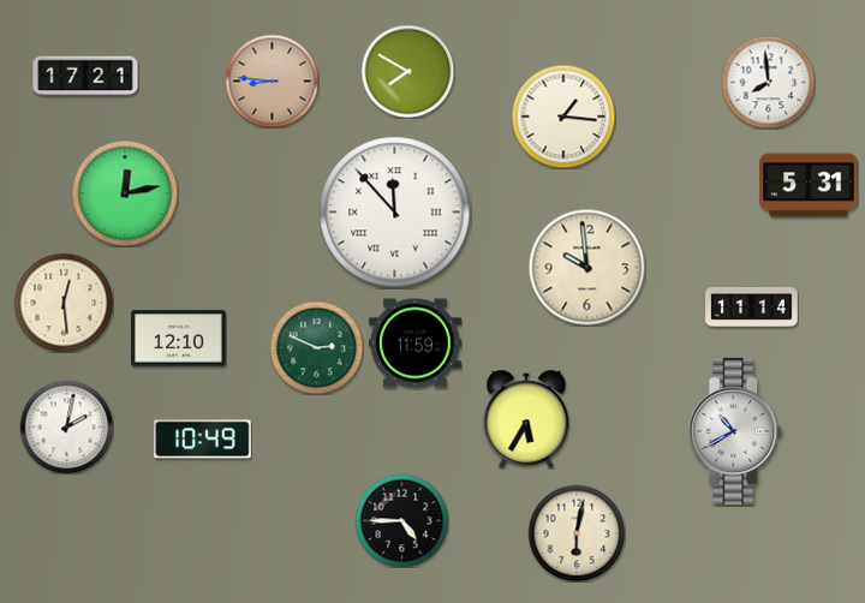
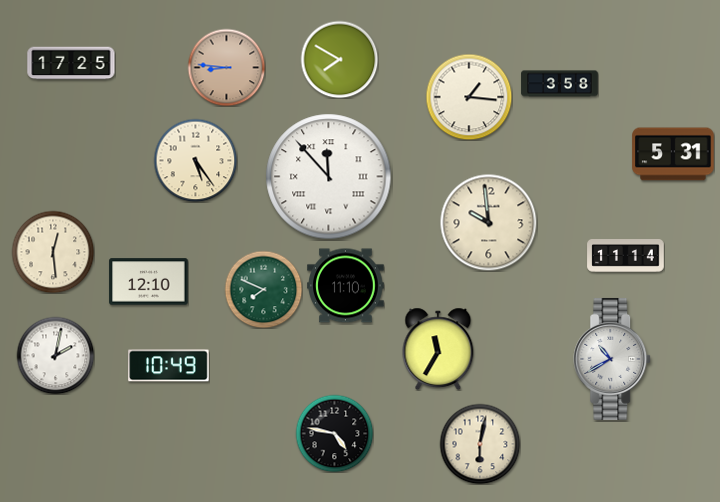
clock at (85, 76): 17:21 -> 17:25
clock at (768, 82): 7:59 -> none
clock at (560, 84): none -> 3:58
clock at (195, 160): none -> 5:24
clock at (125, 193): 12:13 -> none
clock at (416, 344): 11:59 -> 11:10
clock at (316, 347): 2:49 -> 7:49
clock at (526, 419): 5:35 -> 11:35
clock at (401, 520): 4:45 -> 4:47
